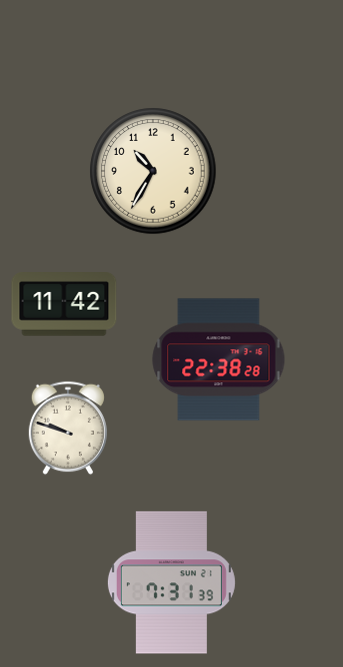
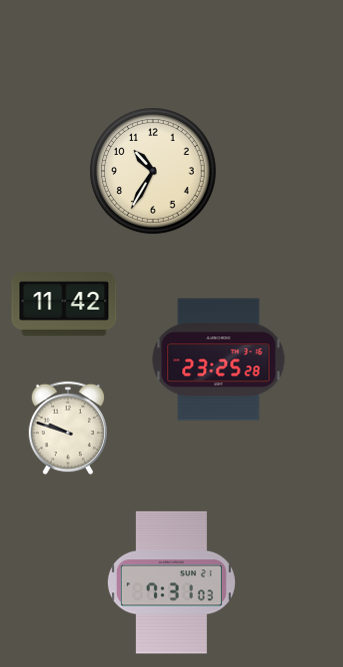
clock at (219, 360): 22:38 -> 23:25
clock at (171, 583): 7:31:39 -> 7:31:03
